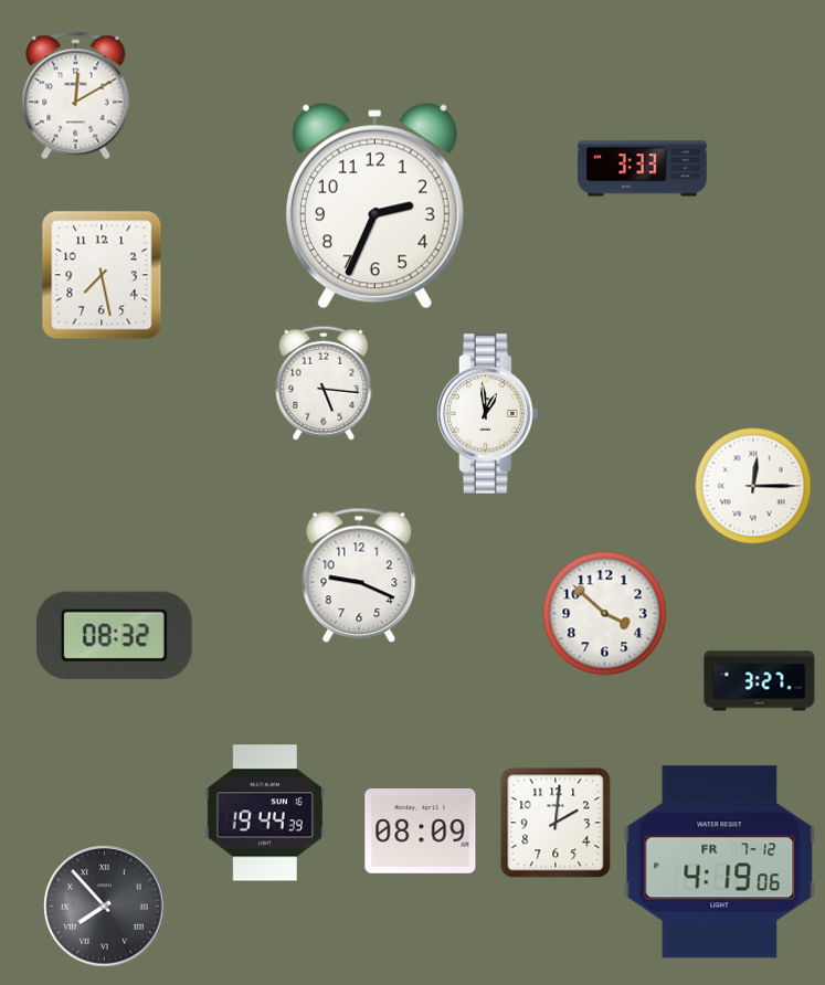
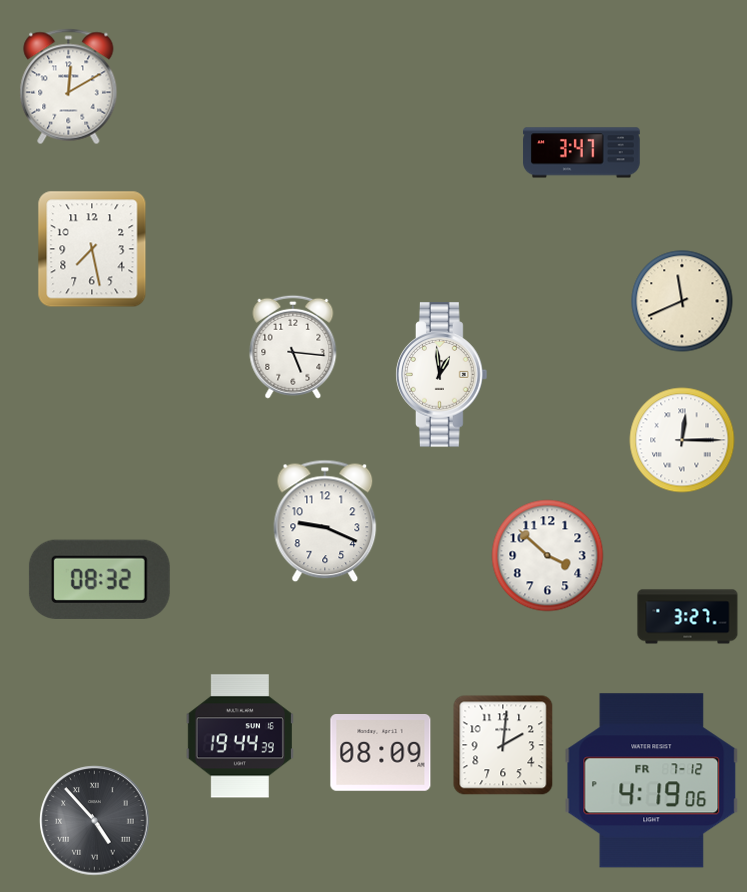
clock at (643, 169): 3:33 -> 3:47
clock at (374, 206): 2:34 -> none
clock at (682, 301): none -> 11:41
clock at (114, 635) position: (114, 635) -> (99, 579)
clock at (105, 907): 7:53 -> 4:53
